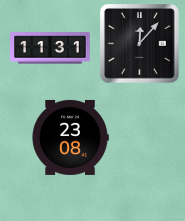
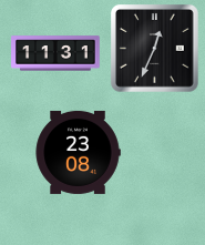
clock at (140, 44): 12:07 -> 12:34
